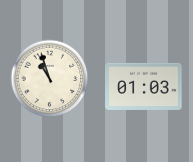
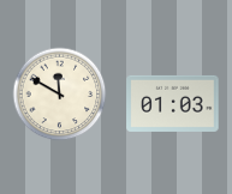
clock at (49, 78): 10:57 -> 11:50
